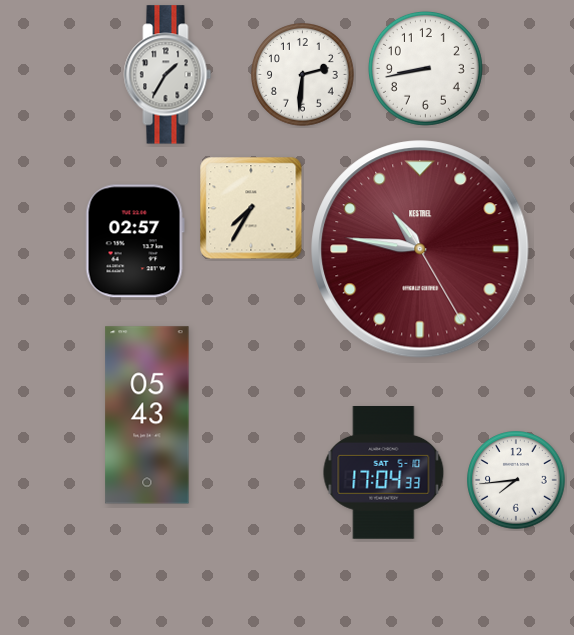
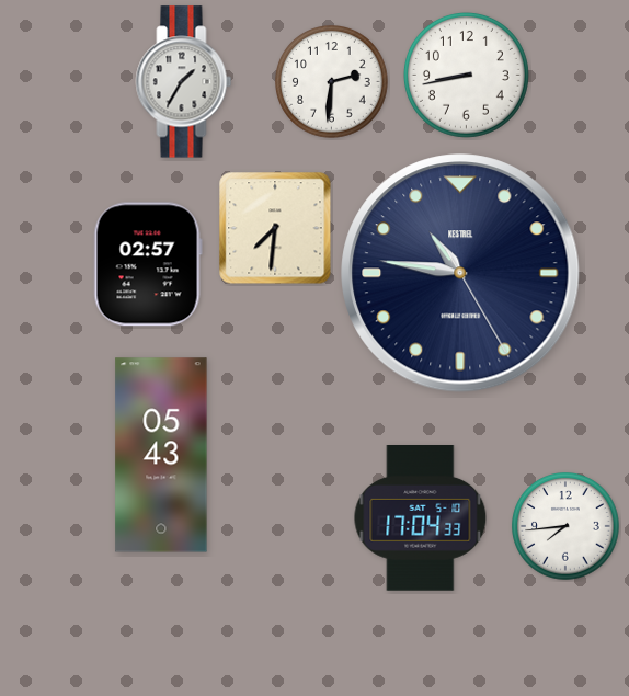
clock at (251, 208): 7:35 -> 7:31
clock at (420, 249) dial: burgundy -> navy
